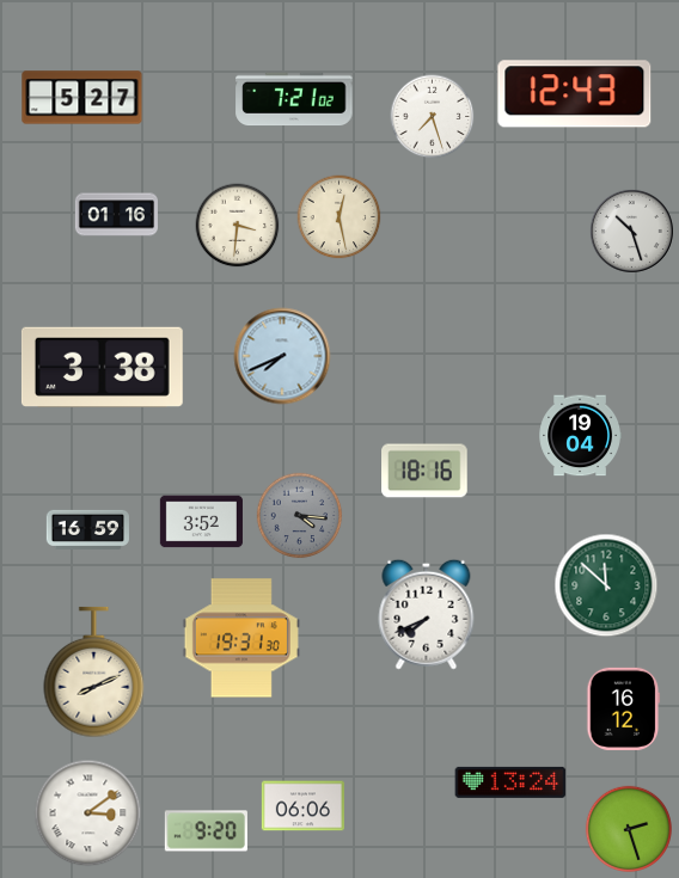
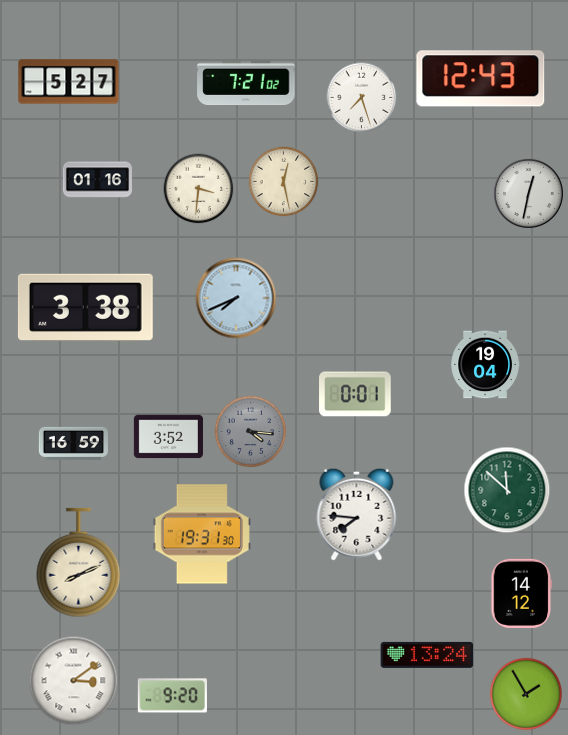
clock at (631, 231): 10:27 -> 12:32
clock at (424, 471): 18:16 -> 0:01
clock at (427, 614): 7:41 -> 7:46
clock at (624, 708): 16:12 -> 14:12
clock at (302, 806): 06:06 -> none
clock at (629, 829): 2:27 -> 1:55
